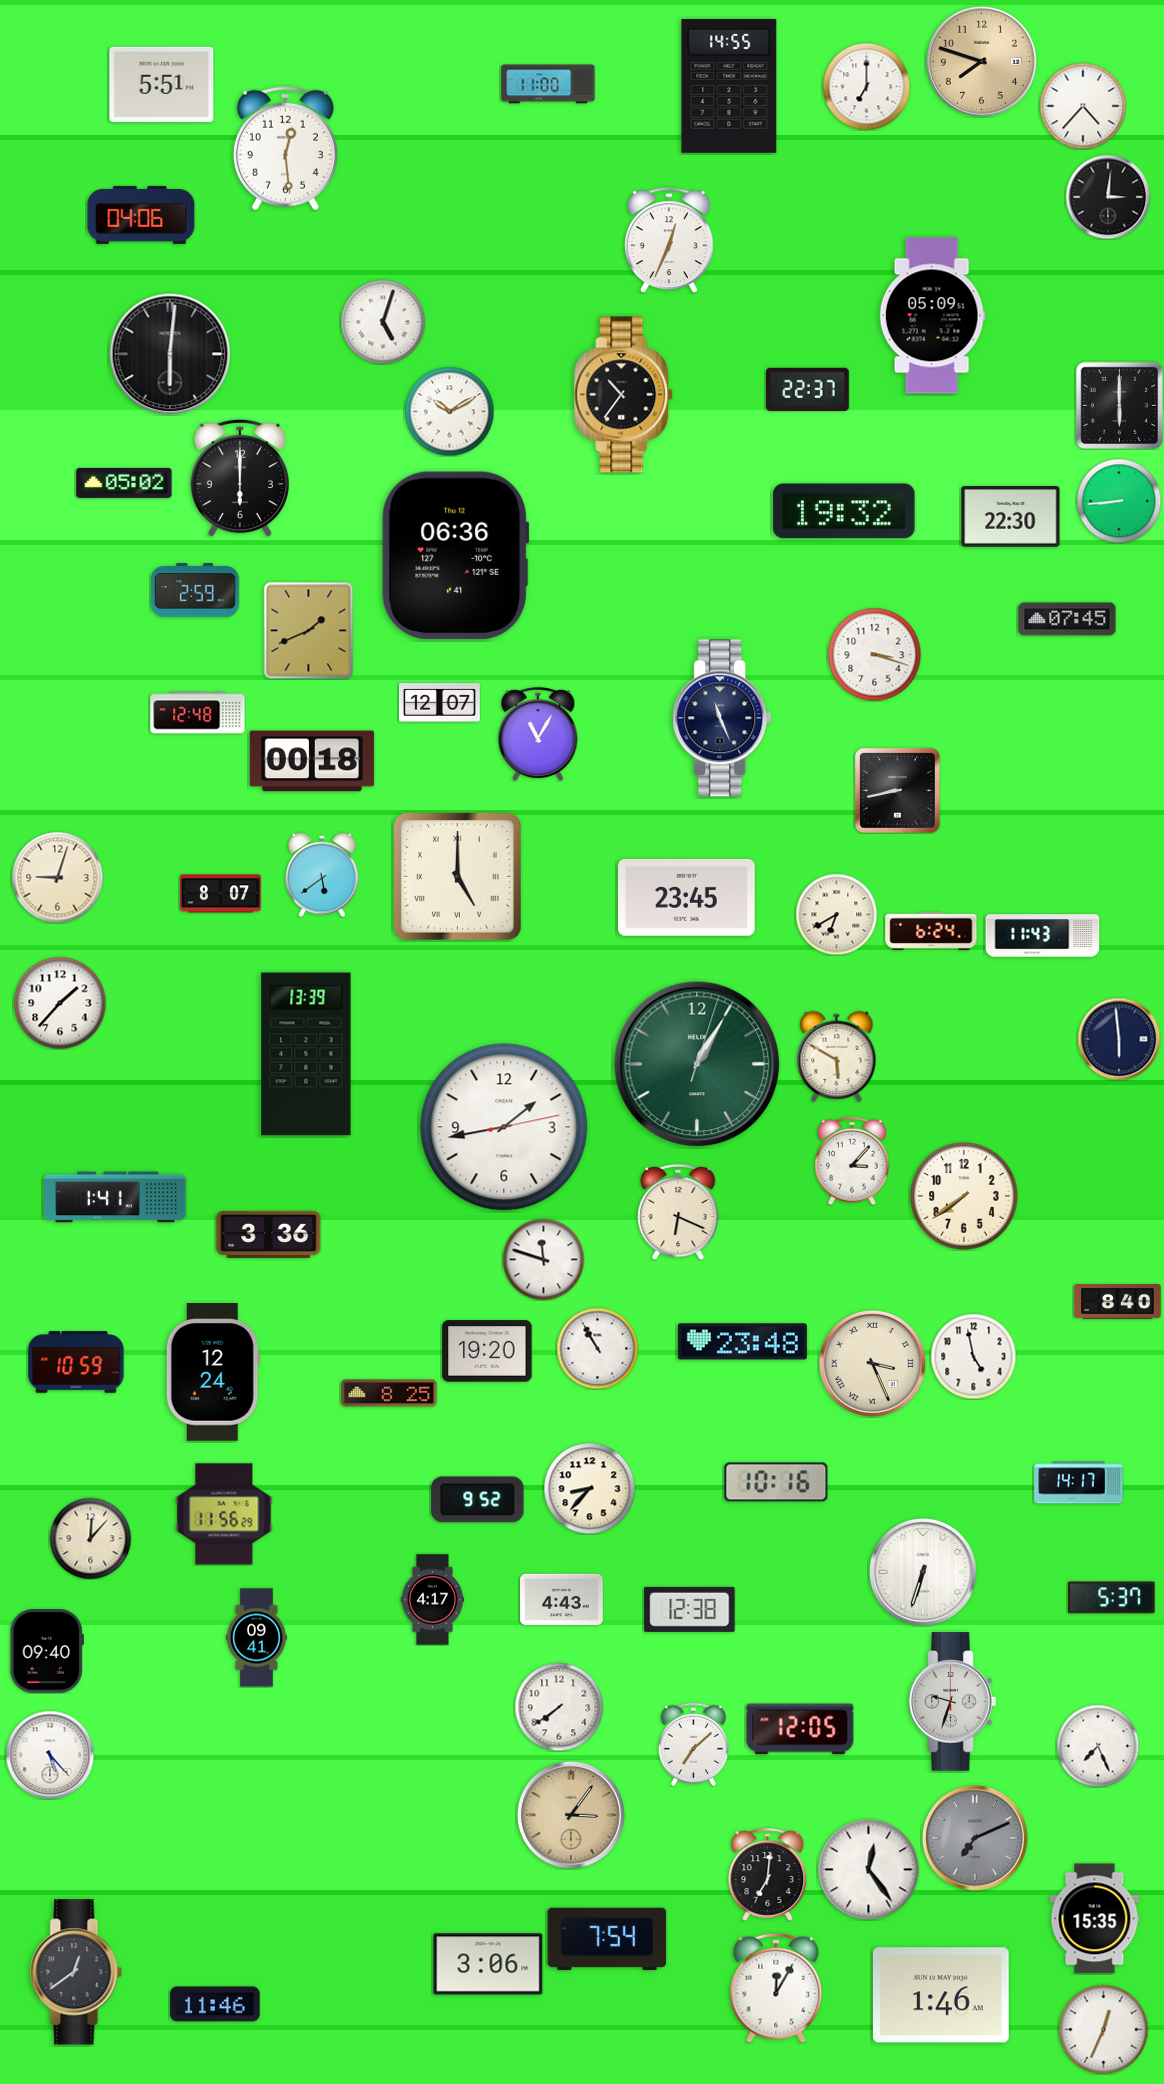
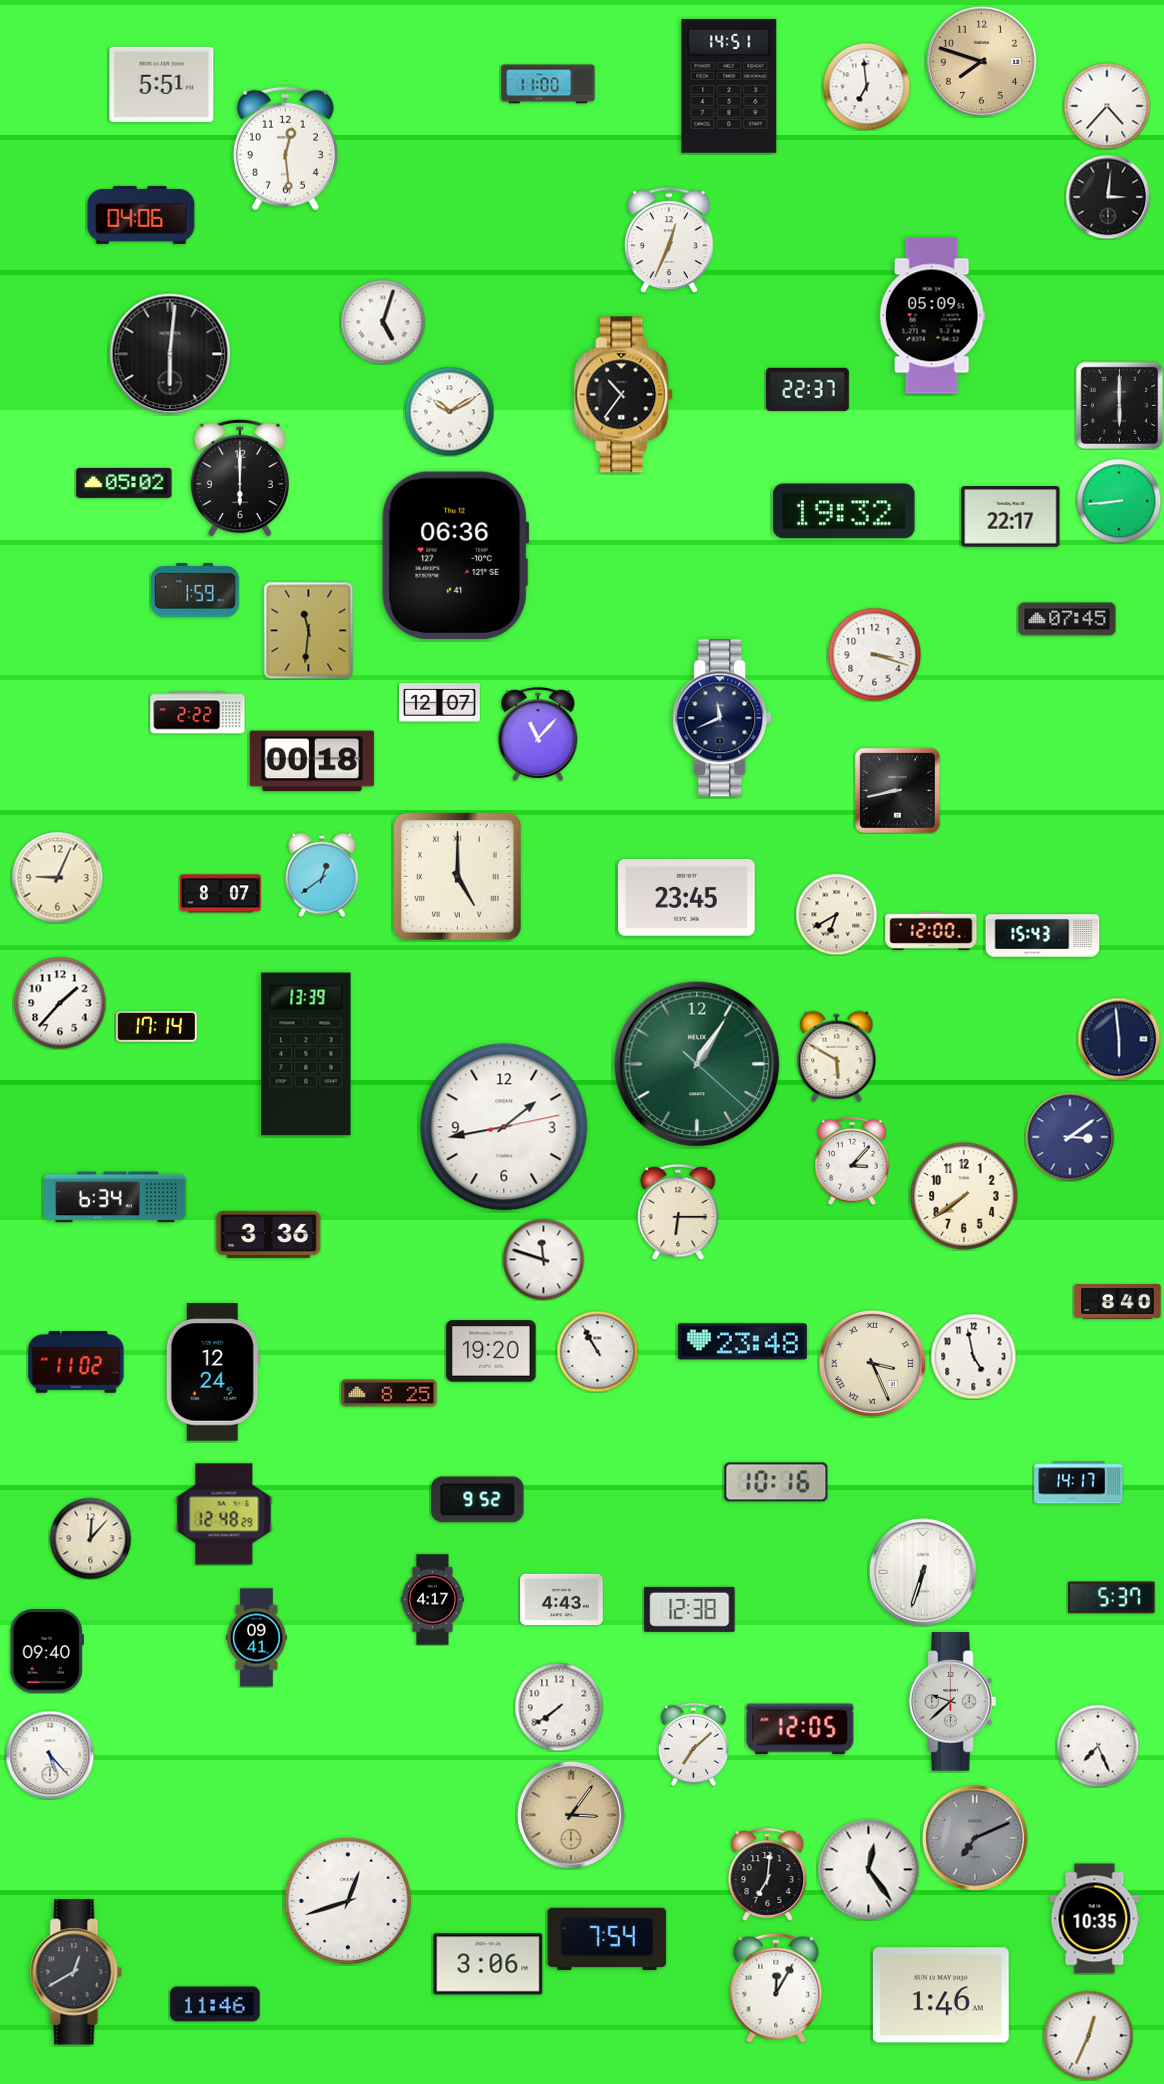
clock at (729, 86): 14:55 -> 14:51
clock at (866, 86): 7:00 -> 6:59
clock at (1083, 106) position: (1083, 106) -> (1107, 106)
clock at (1011, 517): 22:30 -> 22:17
clock at (195, 591): 2:59 -> 1:59
clock at (309, 630): 1:41 -> 11:31
clock at (198, 713): 12:48 -> 2:22
clock at (723, 718): 11:26 -> 11:41
clock at (538, 734): 11:05 -> 11:07
clock at (323, 875): 5:39 -> 12:39
clock at (57, 877): 9:03 -> 9:04
clock at (931, 931): 6:24 -> 12:00
clock at (1043, 936): 11:43 -> 15:43
clock at (156, 1027): none -> 17:14
clock at (697, 1064): 1:05:03 -> 1:05:22
clock at (1070, 1137): none -> 3:09
clock at (115, 1197): 1:41 -> 6:34
clock at (678, 1212): 6:19 -> 6:15
clock at (597, 1348) position: (597, 1348) -> (597, 1351)
clock at (487, 1351) position: (487, 1351) -> (491, 1351)
clock at (76, 1362): 10:59 -> 11:02
clock at (589, 1488): 8:37 -> none
clock at (224, 1514): 11:56 -> 12:48
clock at (953, 1702): 9:33 -> 9:38
clock at (348, 1901): none -> 12:42
clock at (1095, 1919): 15:35 -> 10:35
clock at (76, 1972): 12:39 -> 12:40
clock at (1103, 2029) position: (1103, 2029) -> (1088, 2035)
